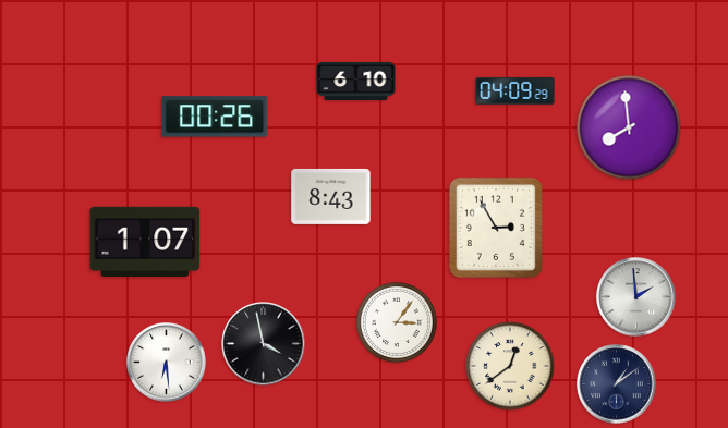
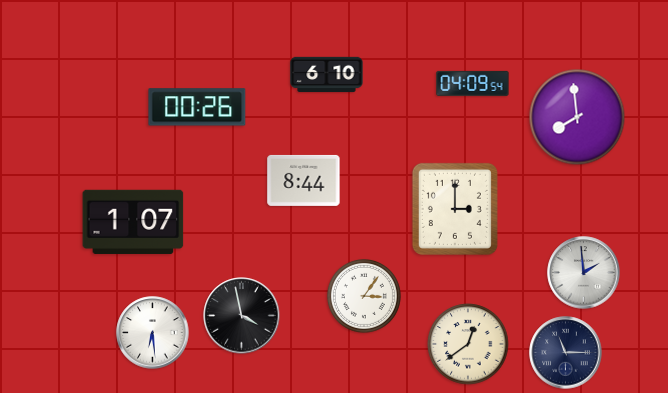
clock at (515, 90): 04:09:29 -> 04:09:54
clock at (331, 196): 8:43 -> 8:44
clock at (496, 228): 2:55 -> 3:00
clock at (510, 366) position: (510, 366) -> (468, 344)
clock at (617, 384): 1:09 -> 11:15
